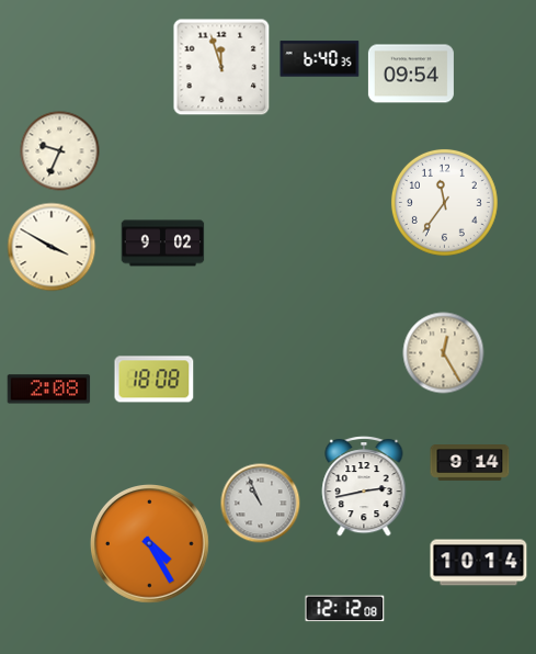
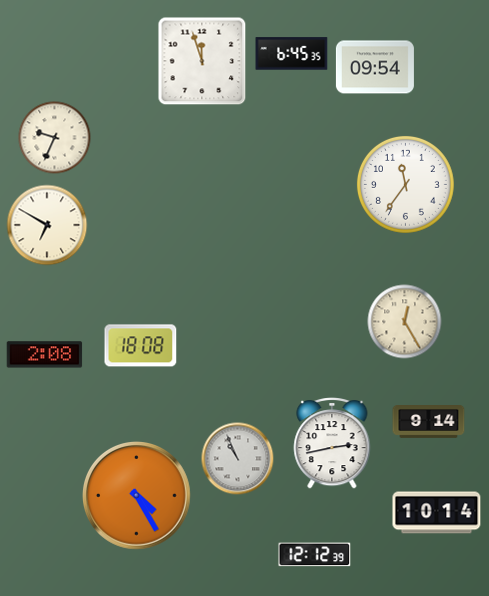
clock at (320, 59): 6:40 -> 6:45
clock at (163, 244): 9:02 -> none
clock at (52, 247): 3:50 -> 6:50
clock at (345, 609): 12:12:08 -> 12:12:39
